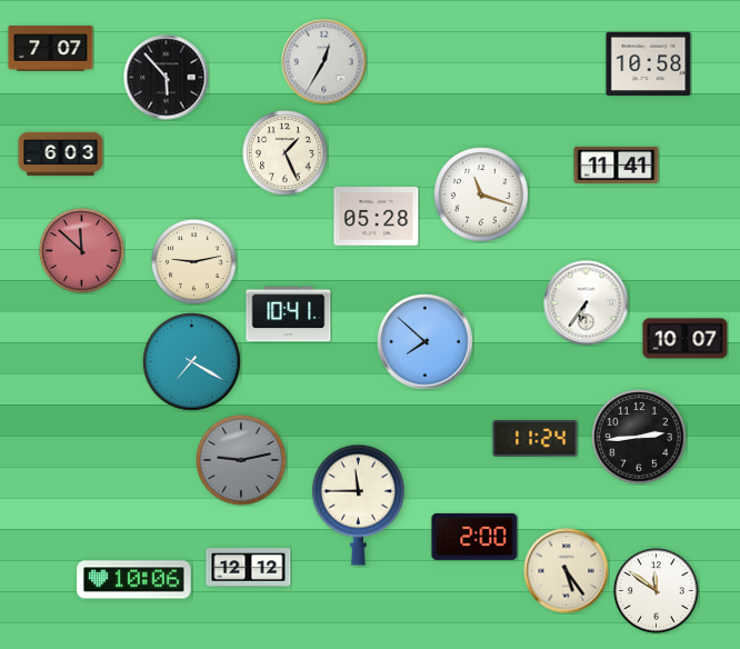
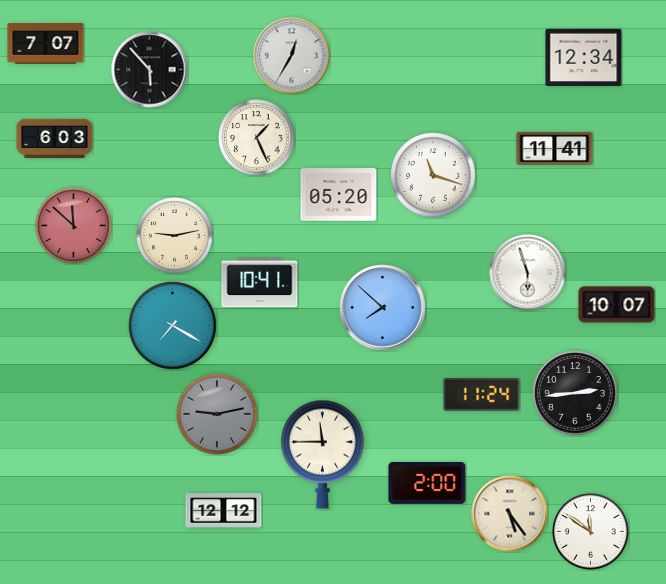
clock at (649, 63): 10:58 -> 12:34
clock at (377, 217): 05:28 -> 05:20
clock at (587, 303): 6:36 -> 5:57
clock at (134, 580): 10:06 -> none
